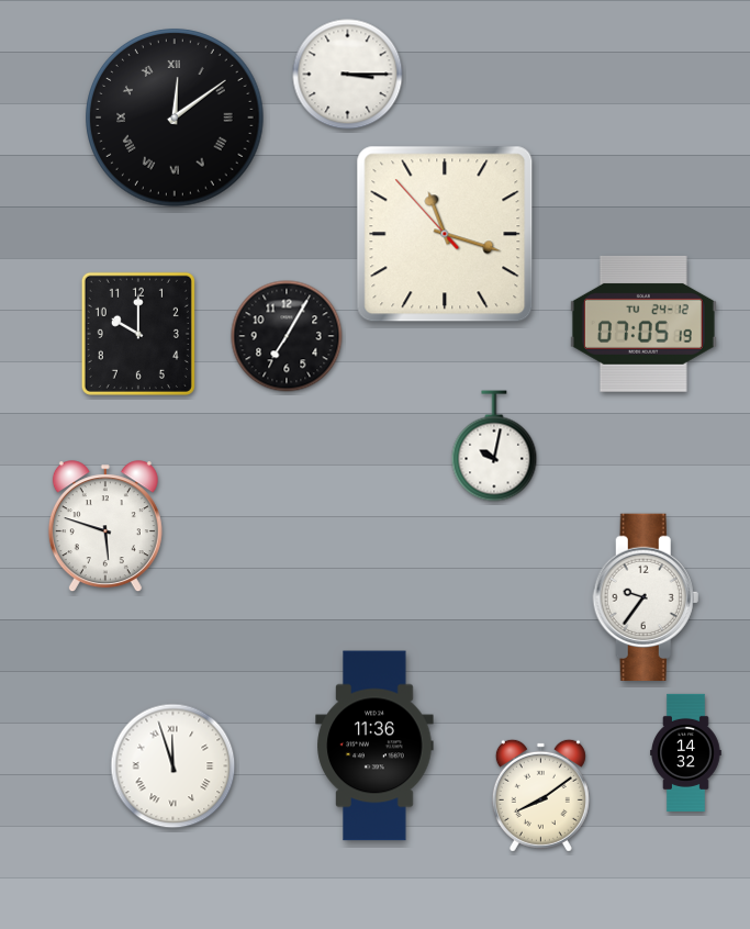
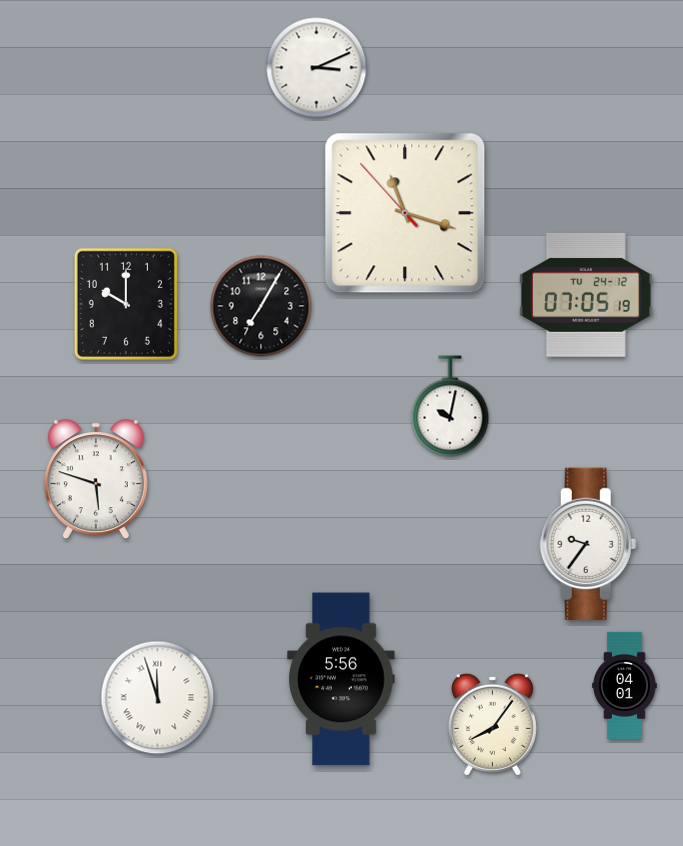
clock at (348, 75): 3:15 -> 3:11
clock at (175, 117): 12:09 -> none
clock at (374, 746): 11:36 -> 5:56
clock at (686, 752): 14:32 -> 04:01
clock at (540, 795): 8:09 -> 8:06
